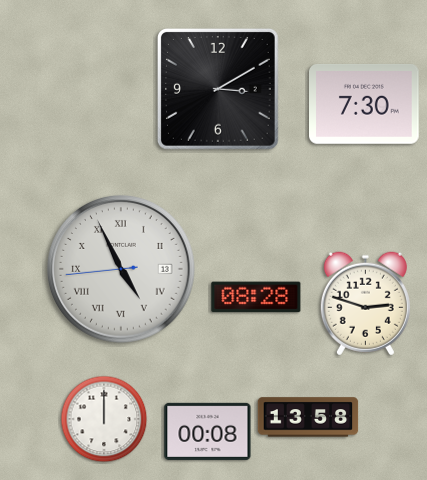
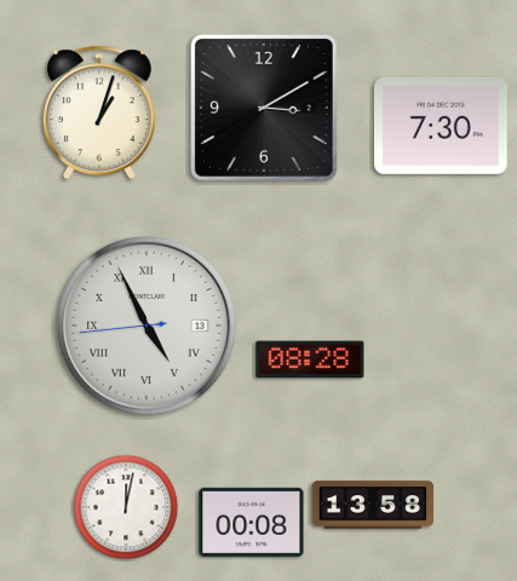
clock at (99, 113): none -> 1:03
clock at (365, 304): 2:48 -> none
clock at (104, 419): 12:00 -> 12:02
